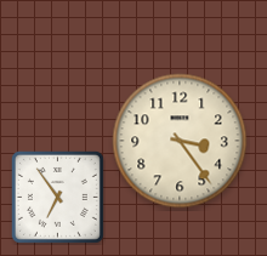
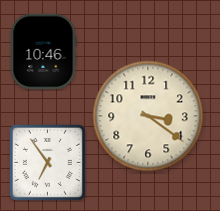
clock at (43, 52): none -> 10:46
clock at (180, 141): 3:24 -> 3:21
